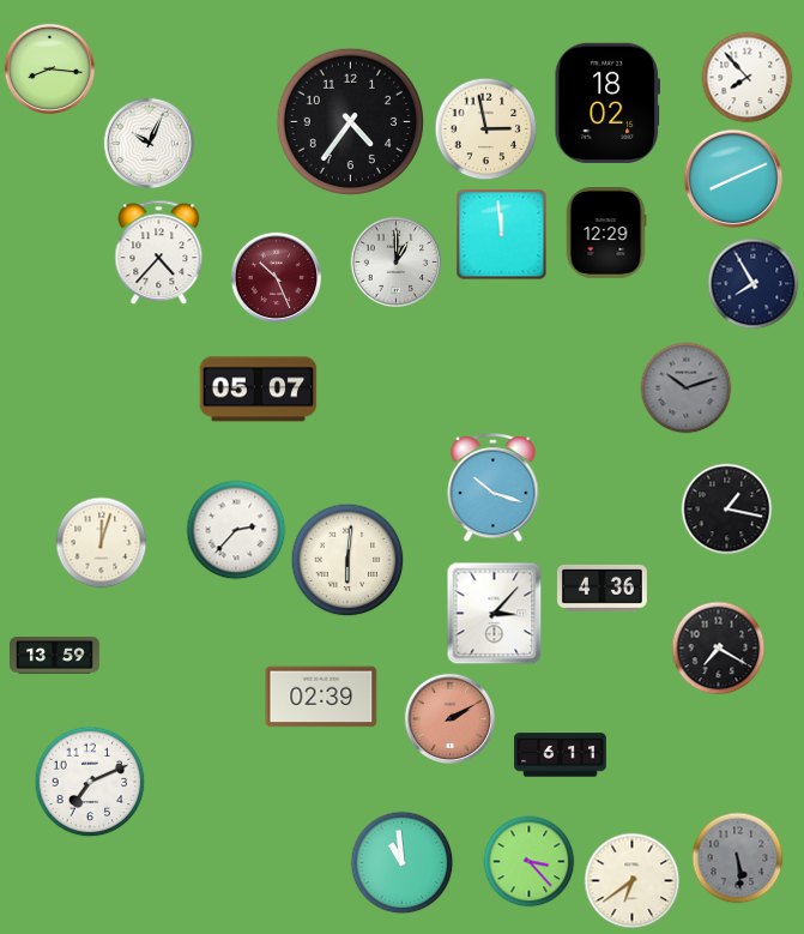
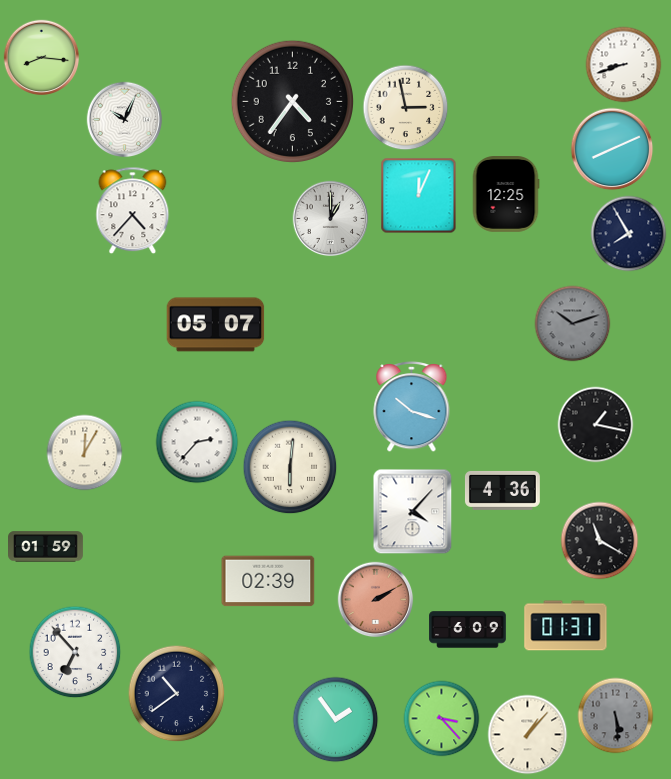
clock at (748, 78): 7:53 -> 8:42
clock at (607, 103): 18:02 -> none
clock at (606, 234): 12:29 -> 12:25
clock at (502, 235): 11:59 -> 12:04
clock at (277, 278): 10:26 -> none
clock at (754, 284) position: (754, 284) -> (629, 234)
clock at (727, 510) position: (727, 510) -> (596, 425)
clock at (102, 543): 12:03 -> 12:05
clock at (495, 614): 3:07 -> 4:07
clock at (719, 649): 7:20 -> 11:20
clock at (55, 656): 13:59 -> 01:59
clock at (566, 626): none -> 01:31
clock at (561, 755): 6:11 -> 6:09
clock at (90, 782): 7:11 -> 6:53
clock at (177, 694): none -> 10:39
clock at (403, 863): 10:59 -> 1:54
clock at (633, 881): 6:39 -> 1:07
